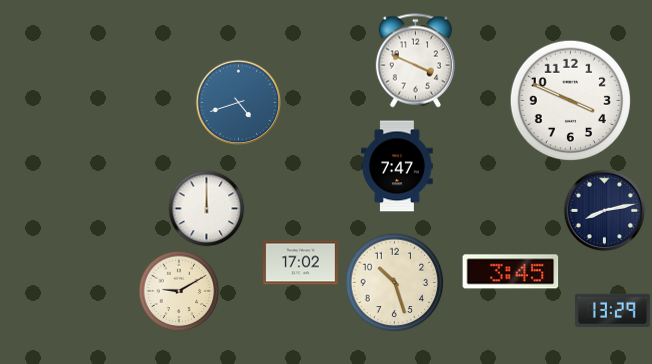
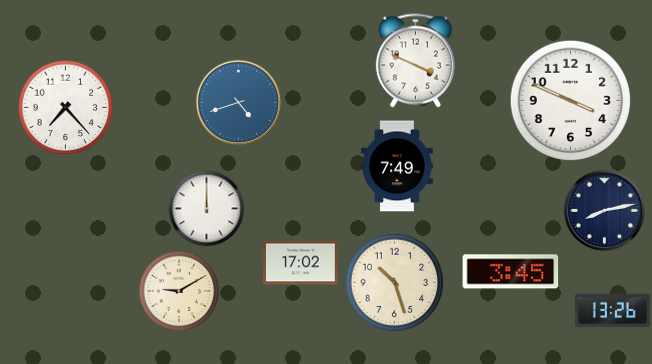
clock at (66, 108): none -> 7:23
clock at (397, 166): 7:47 -> 7:49
clock at (612, 311): 13:29 -> 13:26
